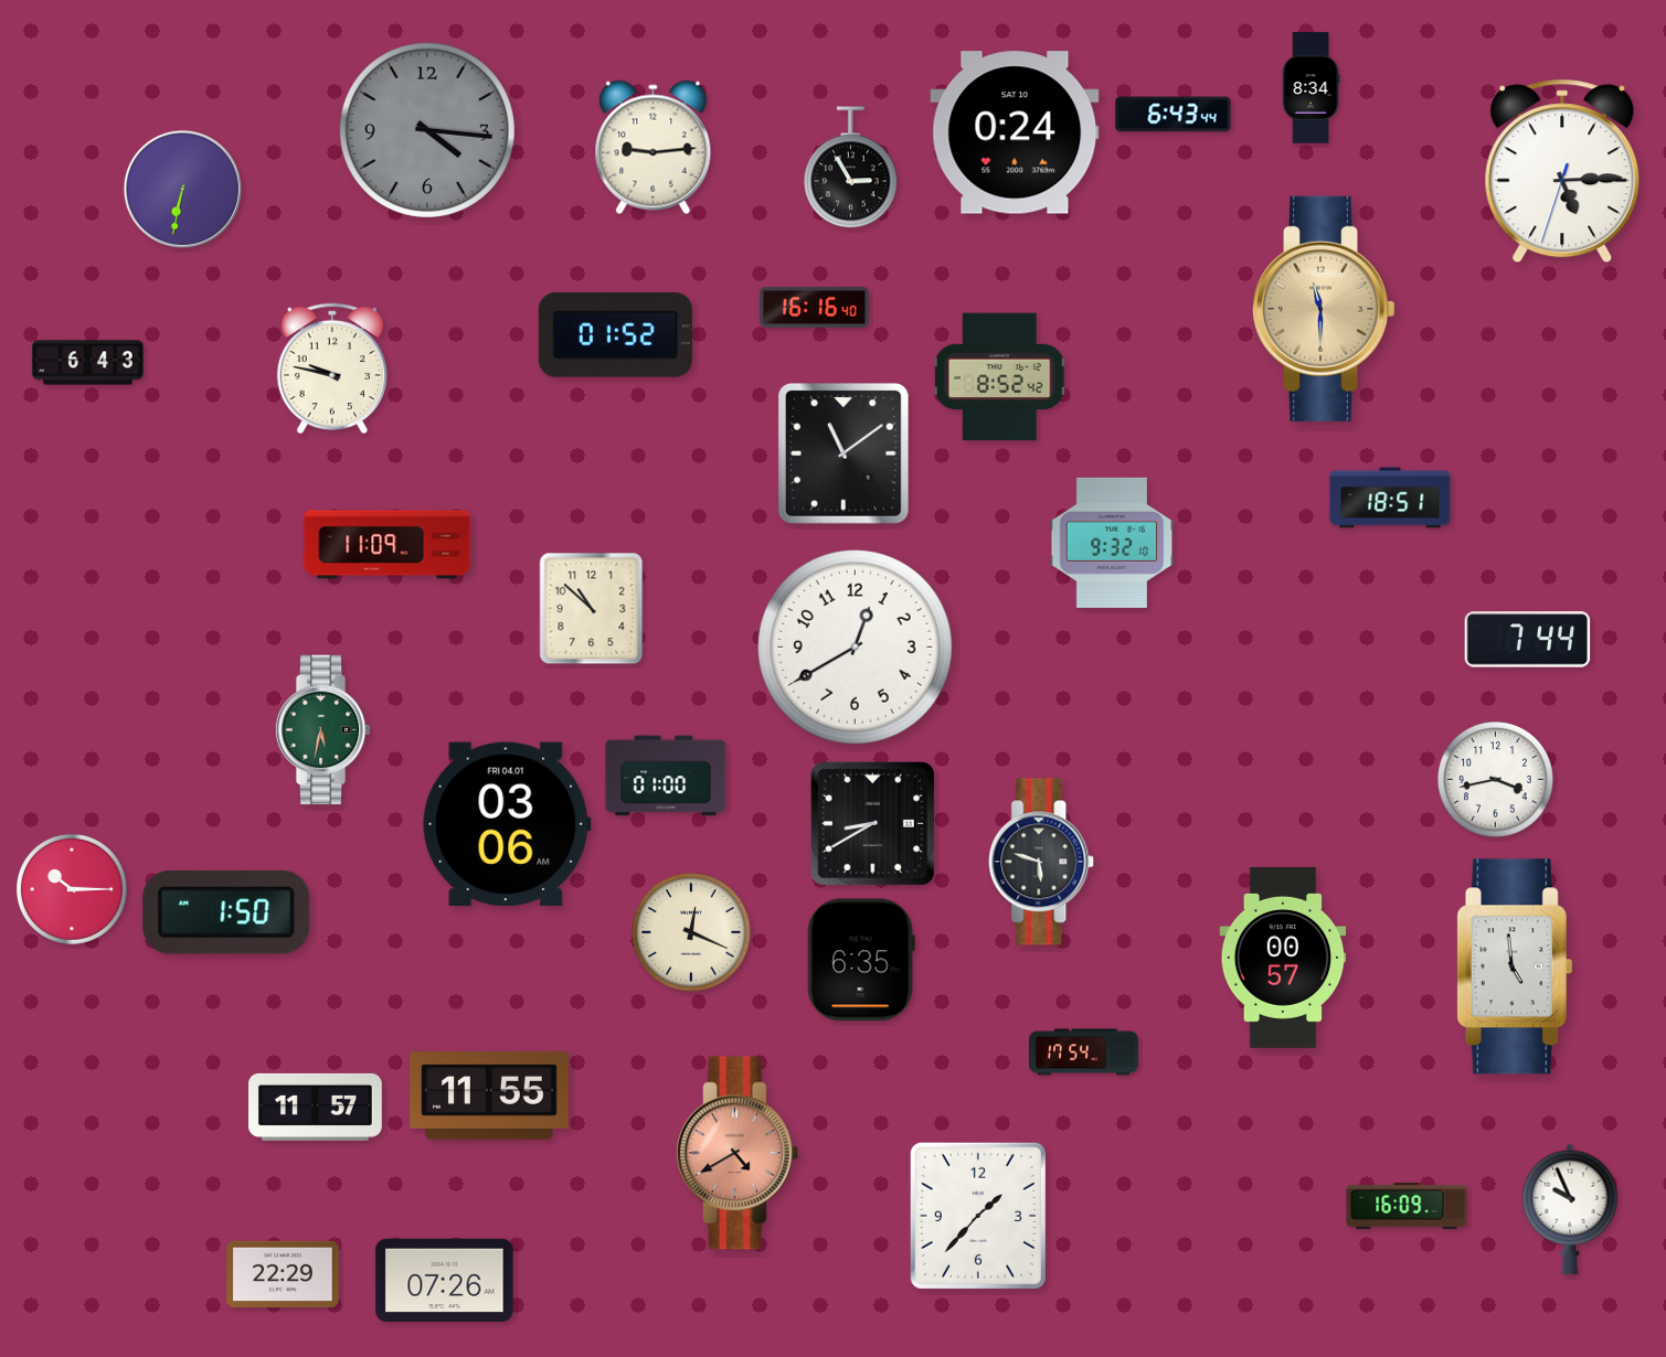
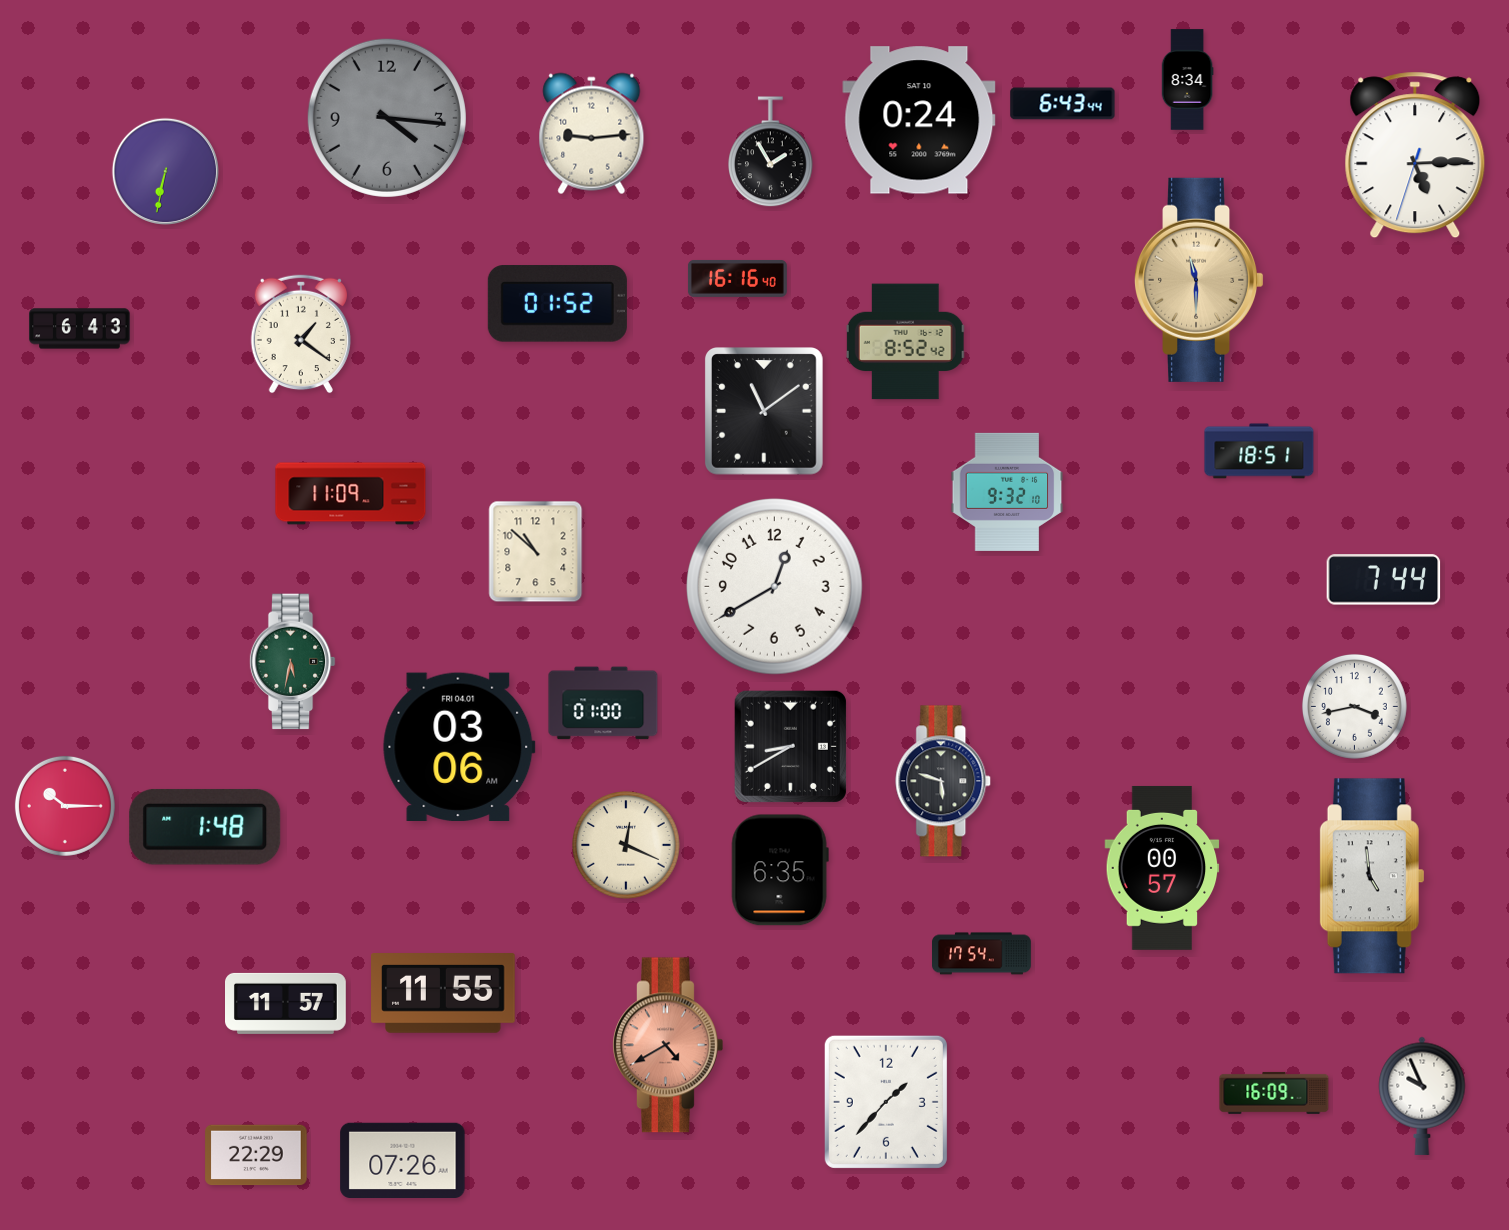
clock at (851, 168): 2:55 -> 1:55
clock at (332, 368): 9:47 -> 1:21
clock at (226, 912): 1:50 -> 1:48
